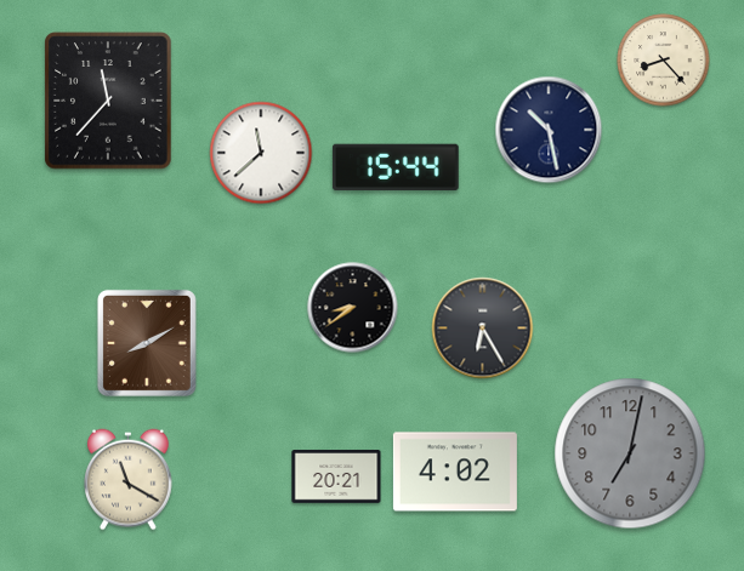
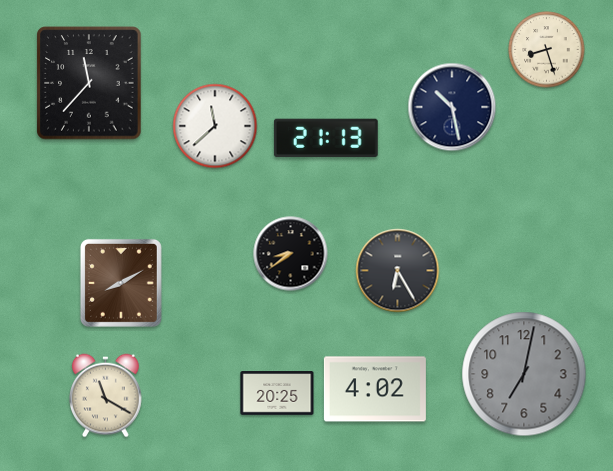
clock at (664, 61): 8:23 -> 8:27
clock at (396, 167): 15:44 -> 21:13
clock at (630, 453) position: (630, 453) -> (524, 374)
clock at (336, 476): 20:21 -> 20:25
